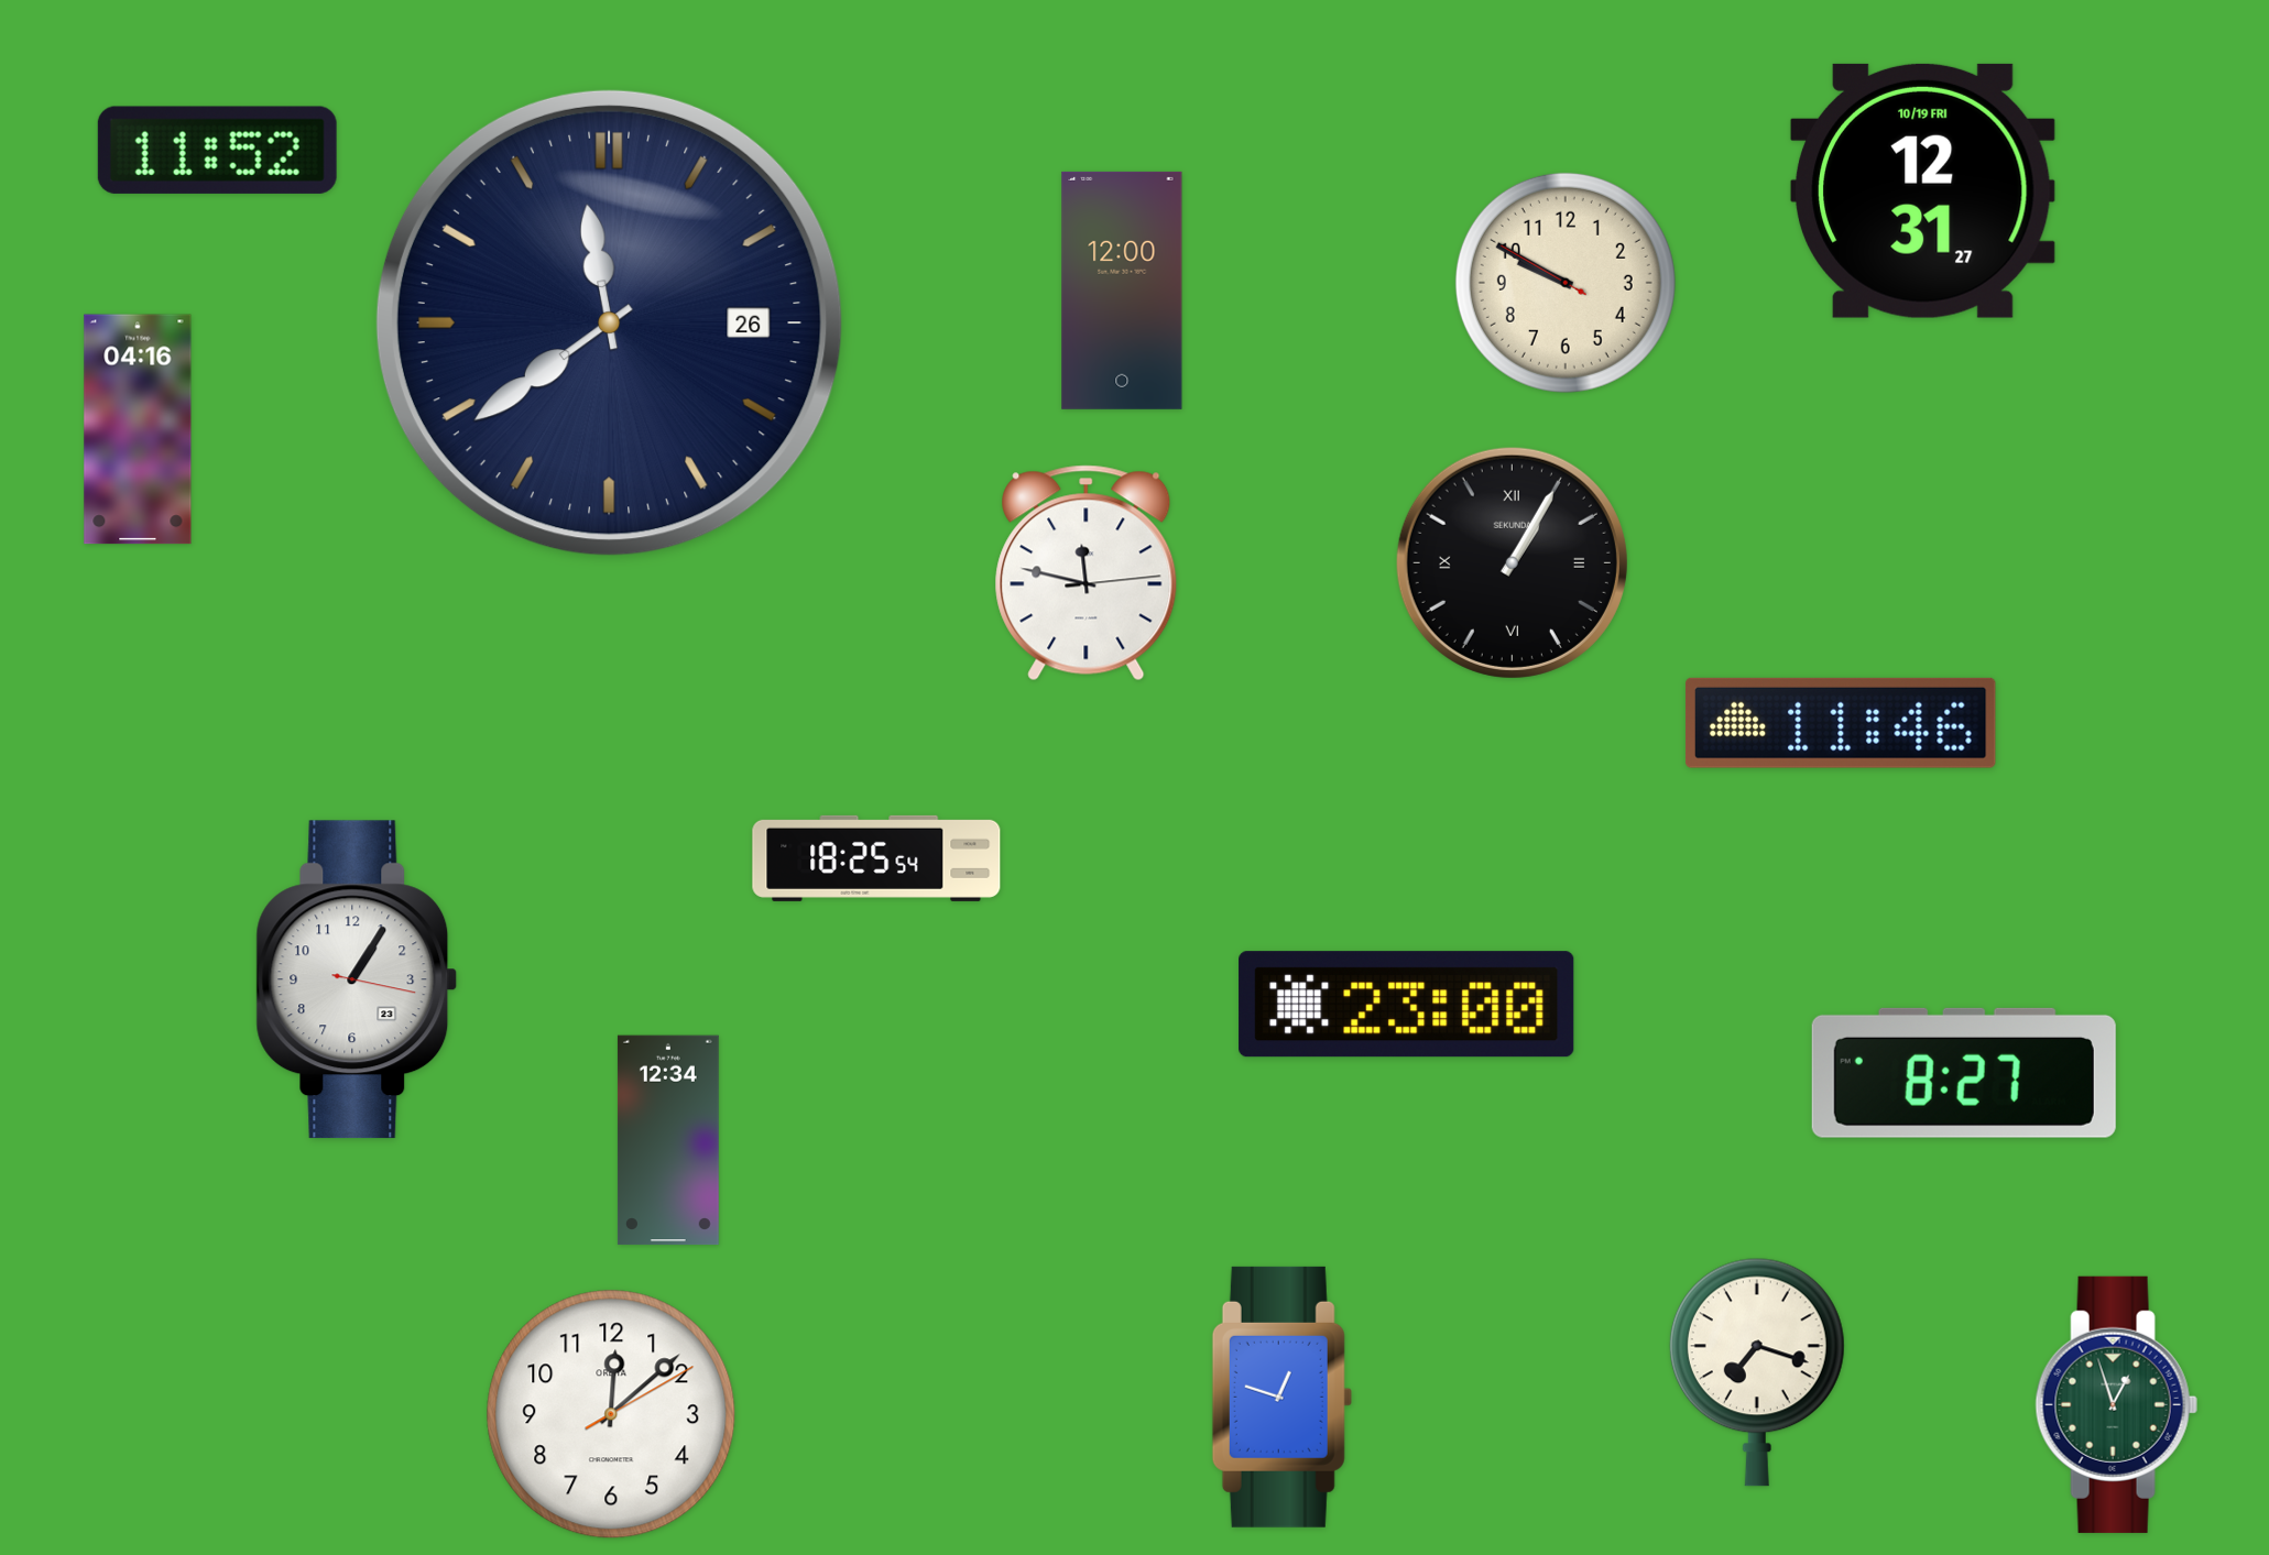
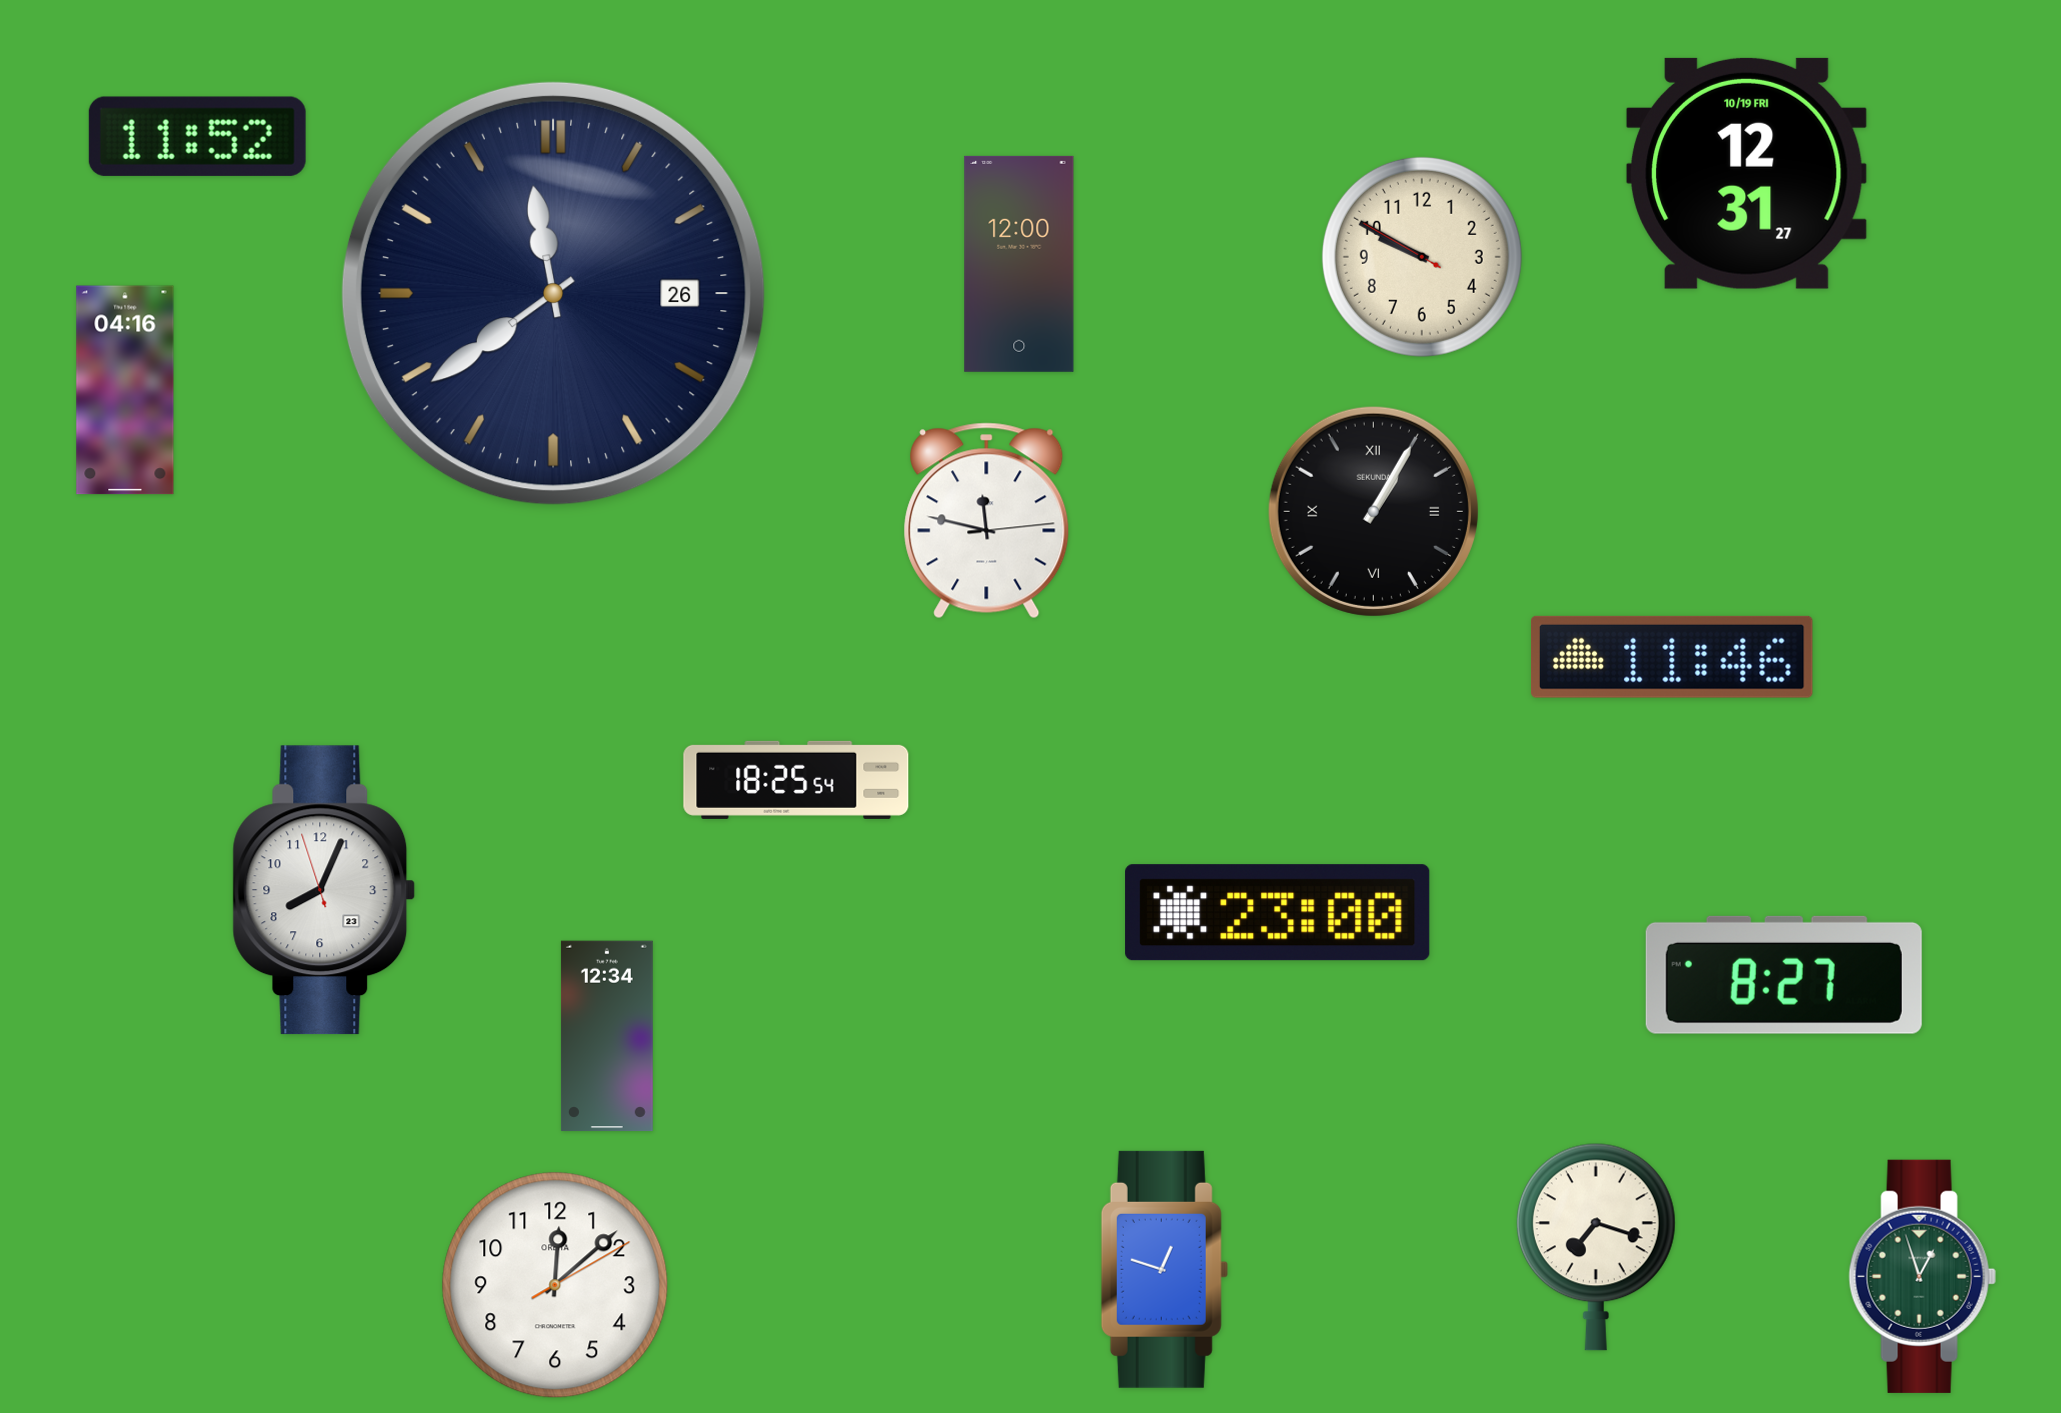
clock at (357, 979): 1:05 -> 8:03
